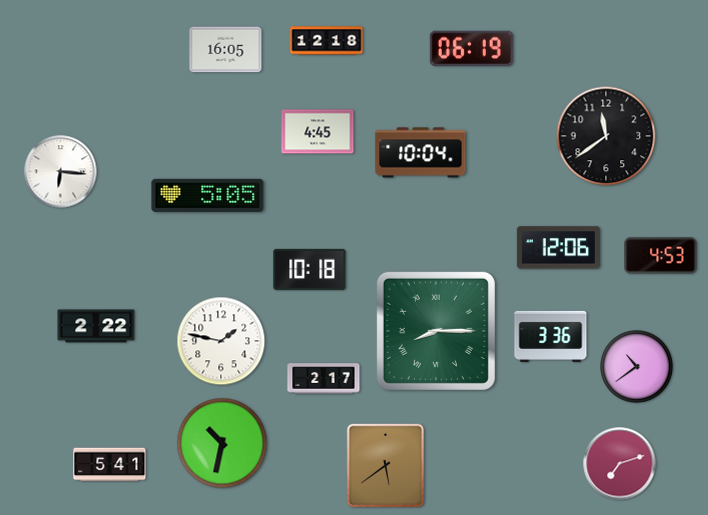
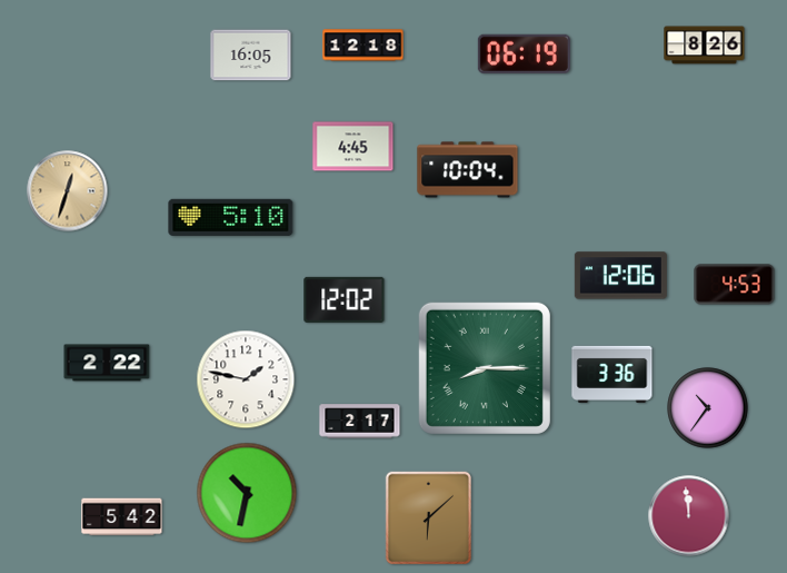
clock at (705, 46): none -> 8:26
clock at (606, 136): 11:39 -> none
clock at (61, 172): 6:16 -> 12:33
clock at (61, 172) dial: white -> champagne
clock at (208, 195): 5:05 -> 5:10
clock at (310, 269): 10:18 -> 12:02
clock at (637, 367): 10:39 -> 10:36
clock at (620, 464): 7:12 -> 11:59
clock at (110, 465): 5:41 -> 5:42
clock at (385, 465): 5:39 -> 6:08
